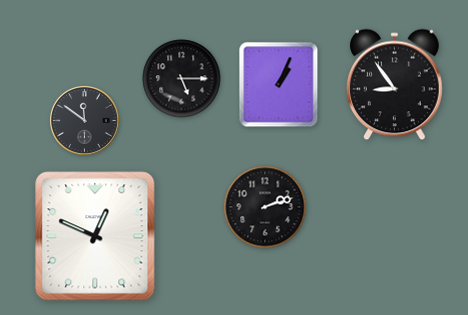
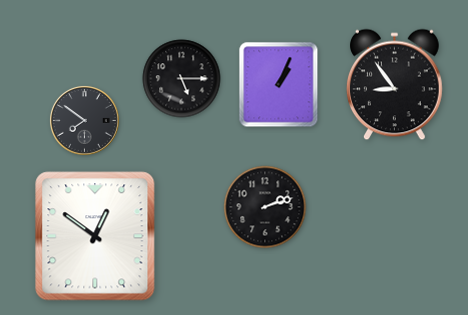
clock at (85, 121): 11:51 -> 7:51
clock at (95, 236): 12:49 -> 12:51
